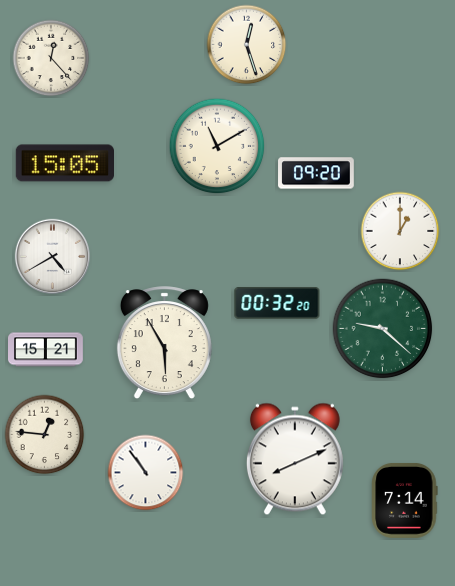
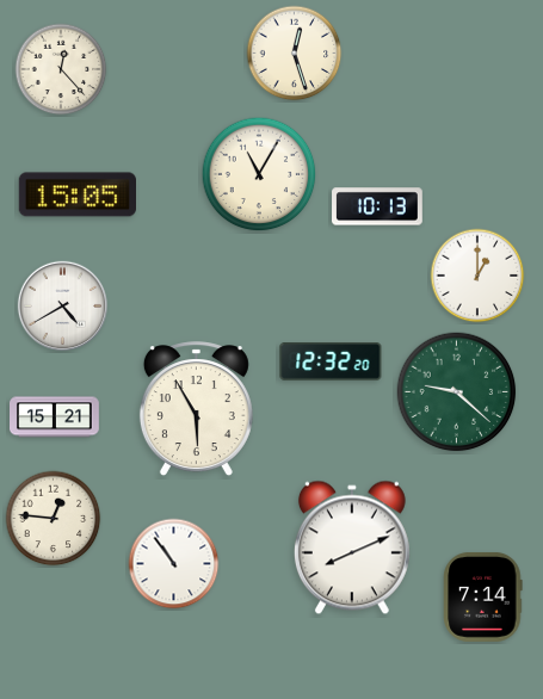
clock at (217, 146): 11:10 -> 11:05
clock at (316, 173): 09:20 -> 10:13
clock at (277, 303): 00:32 -> 12:32
